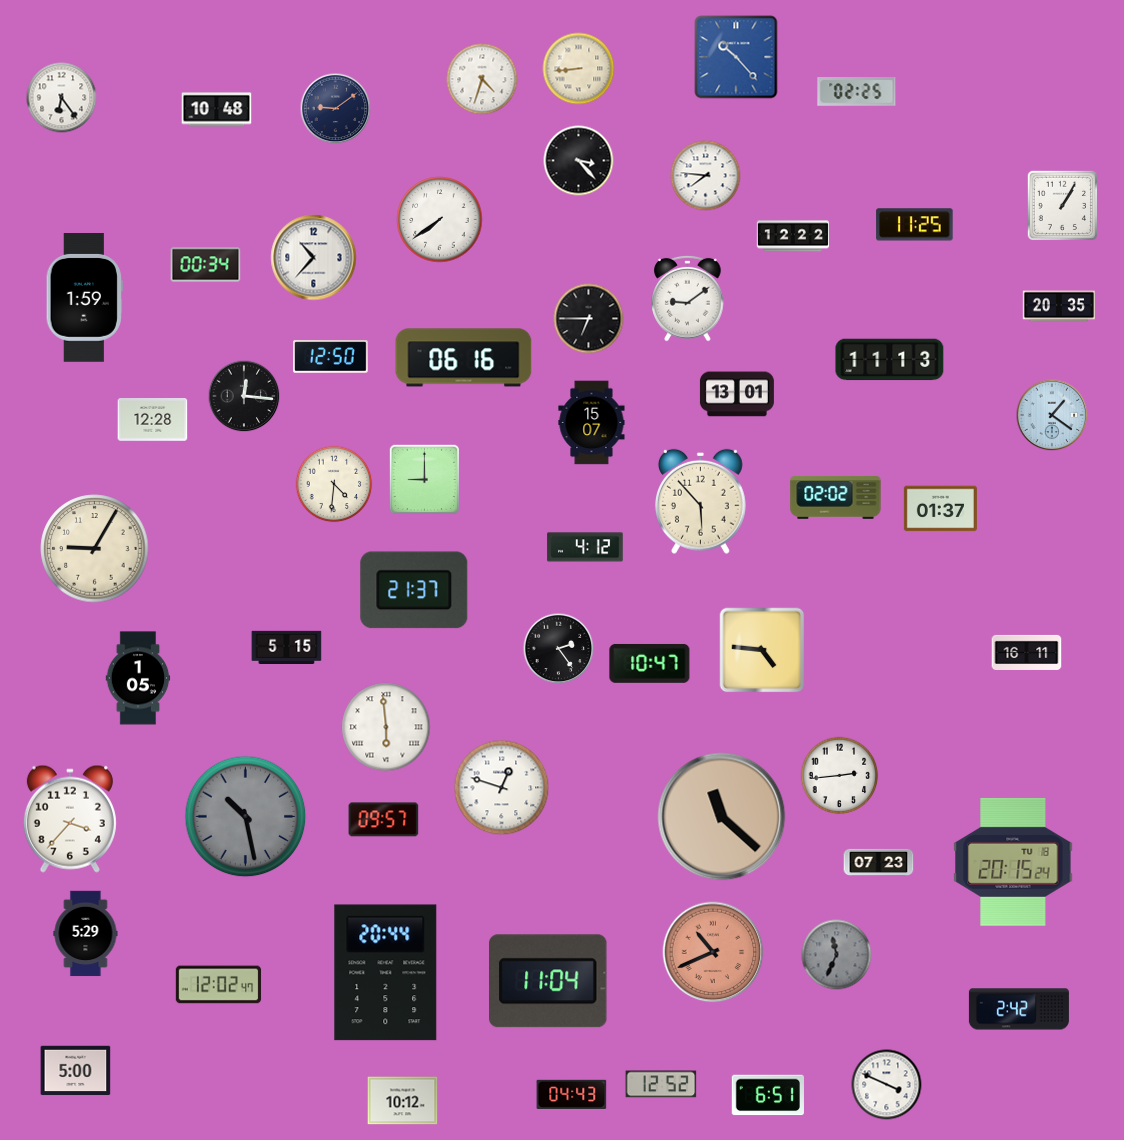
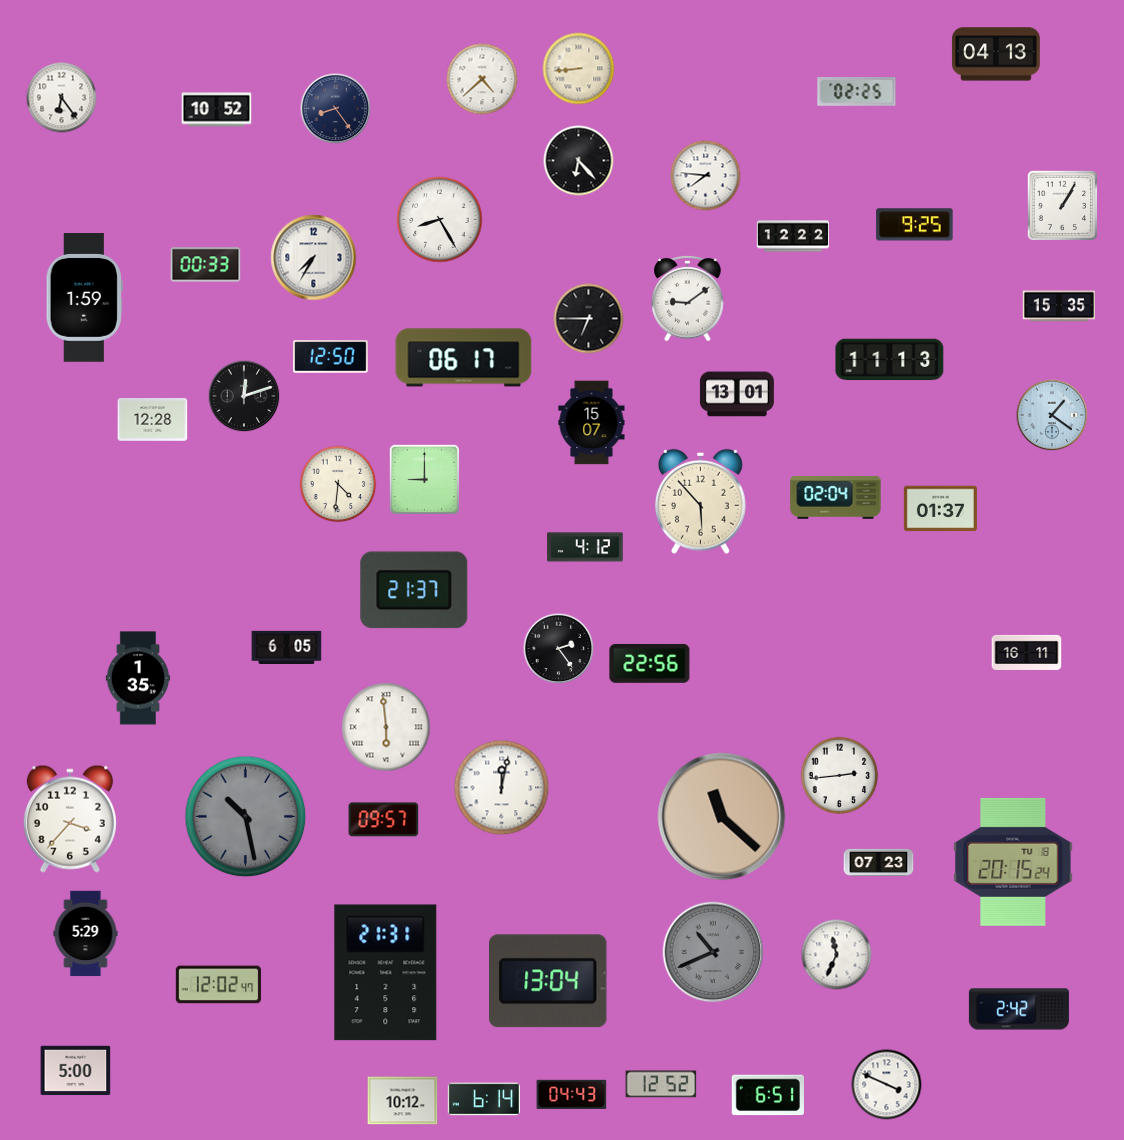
clock at (996, 54): none -> 04:13
clock at (736, 57): 10:23 -> none
clock at (482, 79): 4:33 -> 4:38
clock at (336, 109): 9:09 -> 8:24
clock at (217, 110): 10:48 -> 10:52
clock at (579, 161): 3:23 -> 6:23
clock at (440, 220): 7:39 -> 8:25
clock at (915, 225): 11:25 -> 9:25
clock at (314, 258): 10:37 -> 7:35
clock at (206, 265): 00:34 -> 00:33
clock at (1058, 306): 20:35 -> 15:35
clock at (464, 358): 06:16 -> 06:17
clock at (244, 396): 12:16 -> 12:12
clock at (334, 484) position: (334, 484) -> (338, 484)
clock at (836, 497): 02:02 -> 02:04
clock at (95, 549): 9:05 -> none
clock at (287, 647): 5:15 -> 6:05
clock at (762, 650): 4:46 -> none
clock at (650, 663): 10:47 -> 22:56
clock at (138, 678): 1:05 -> 1:35
clock at (502, 788): 12:48 -> 12:02
clock at (713, 952) dial: salmon -> grey
clock at (837, 955) dial: grey -> white
clock at (386, 973): 20:44 -> 21:31
clock at (548, 981): 11:04 -> 13:04
clock at (483, 1099): none -> 6:14
